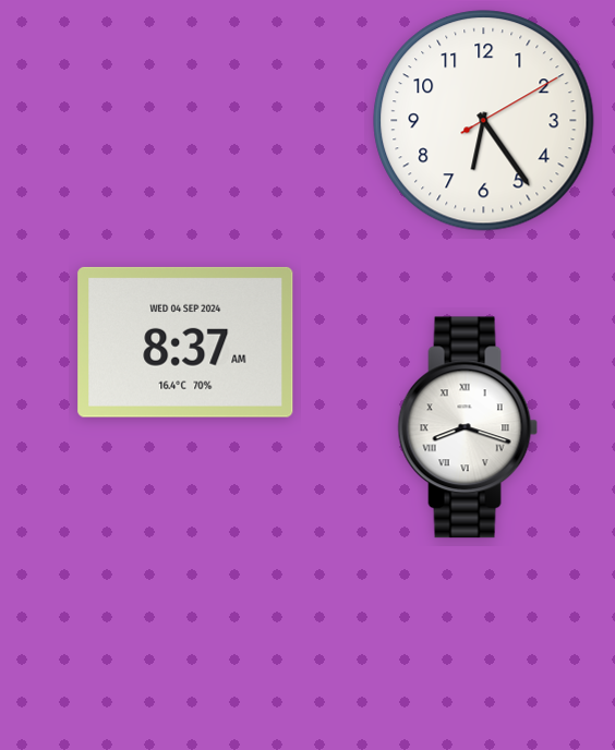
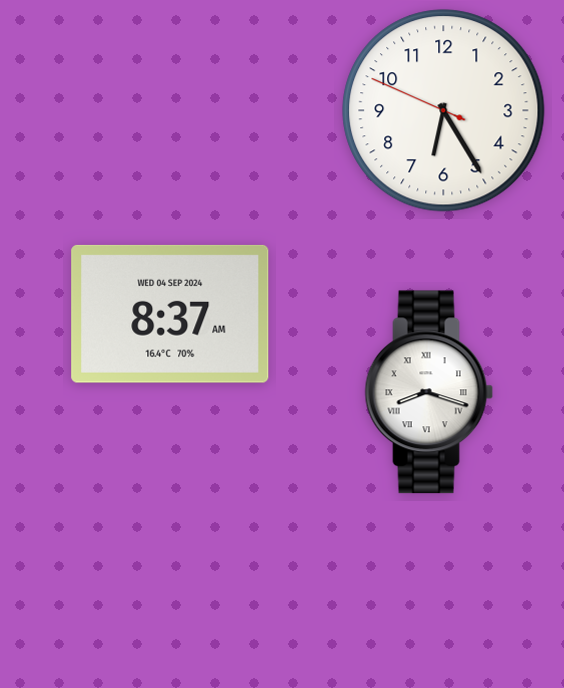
clock at (484, 121): 6:24:10 -> 6:24:49
